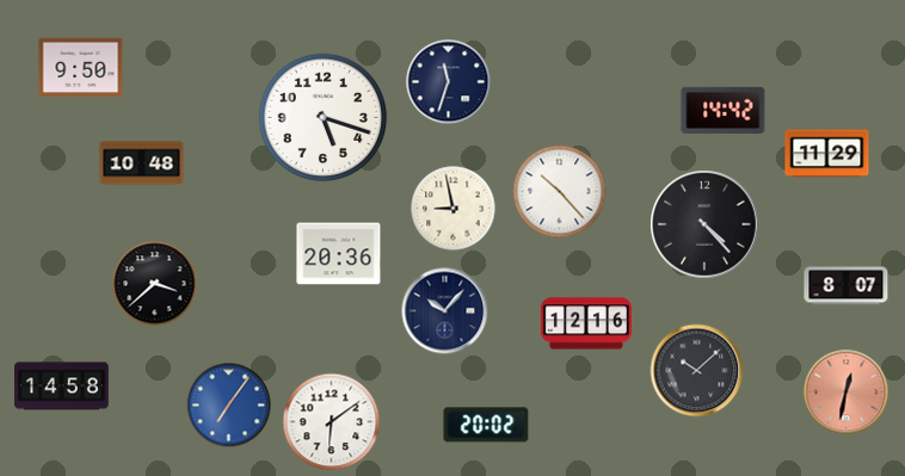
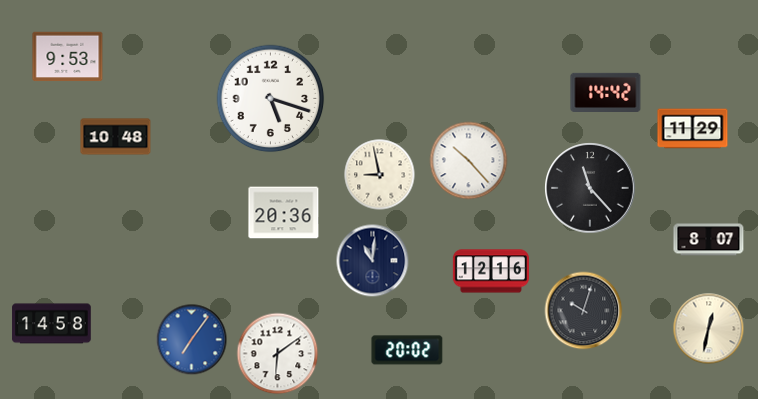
clock at (81, 68): 9:50 -> 9:53
clock at (449, 82): 11:33 -> none
clock at (142, 163) position: (142, 163) -> (116, 137)
clock at (704, 224): 4:23 -> 11:23
clock at (155, 284): 3:38 -> none
clock at (445, 311): 10:07 -> 11:01
clock at (697, 371): 10:08 -> 10:03
clock at (846, 392) dial: salmon -> cream
clock at (486, 425) position: (486, 425) -> (407, 350)
